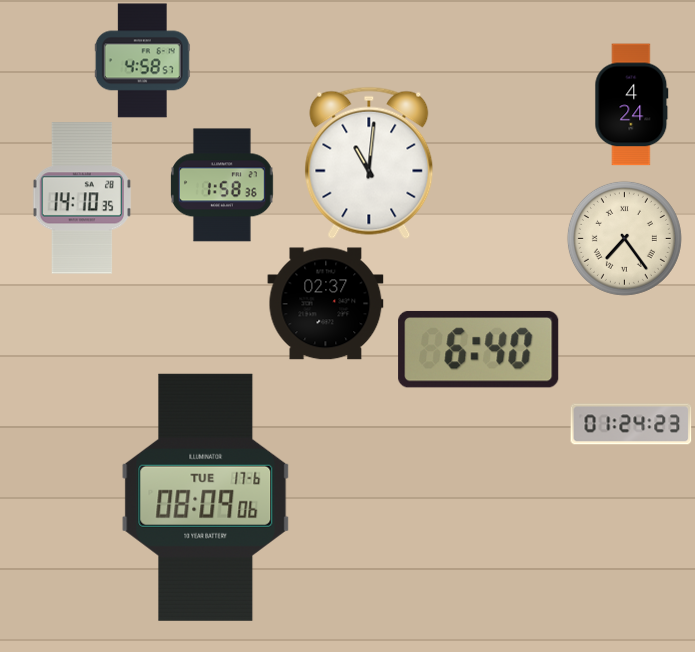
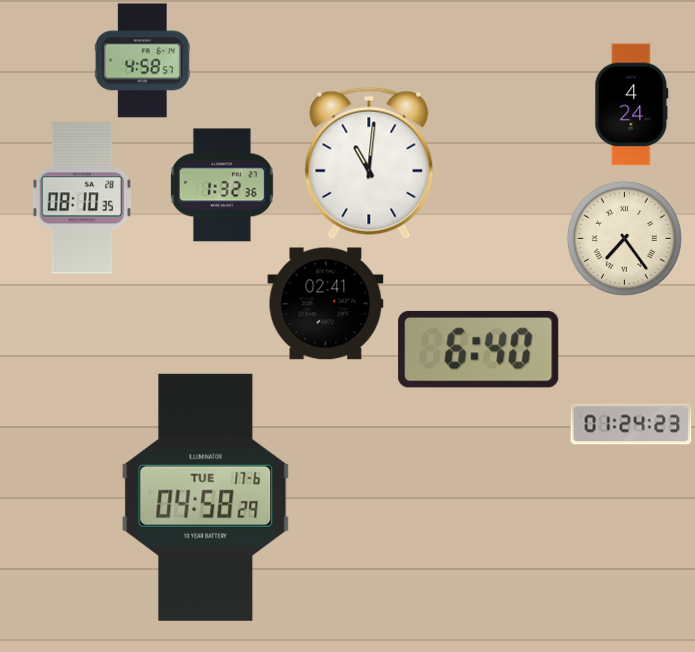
clock at (223, 185): 1:58 -> 1:32
clock at (82, 198): 14:10 -> 08:10
clock at (326, 304): 02:37 -> 02:41
clock at (206, 497): 08:09 -> 04:58
